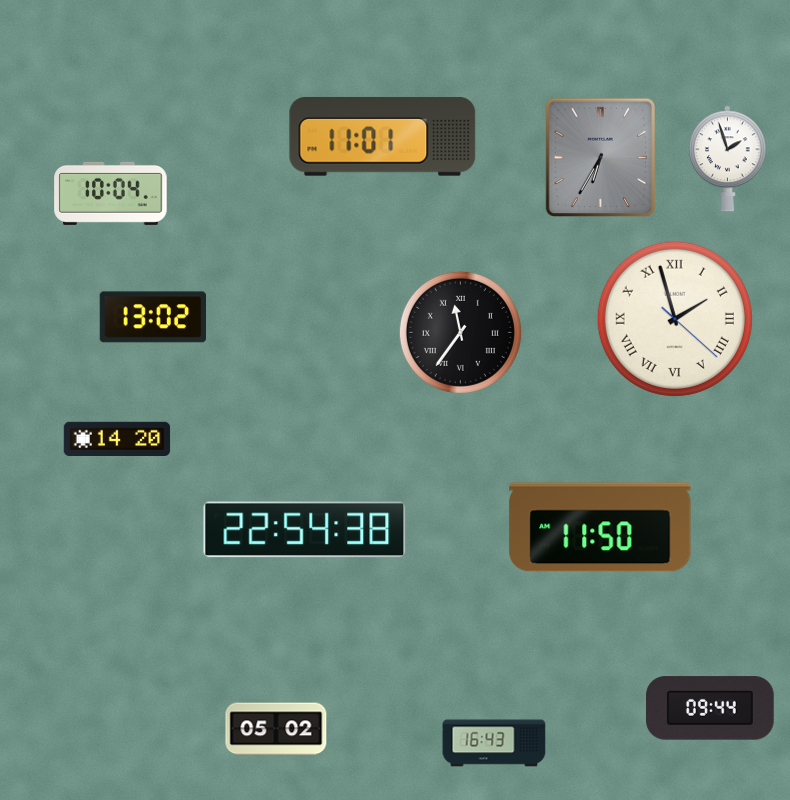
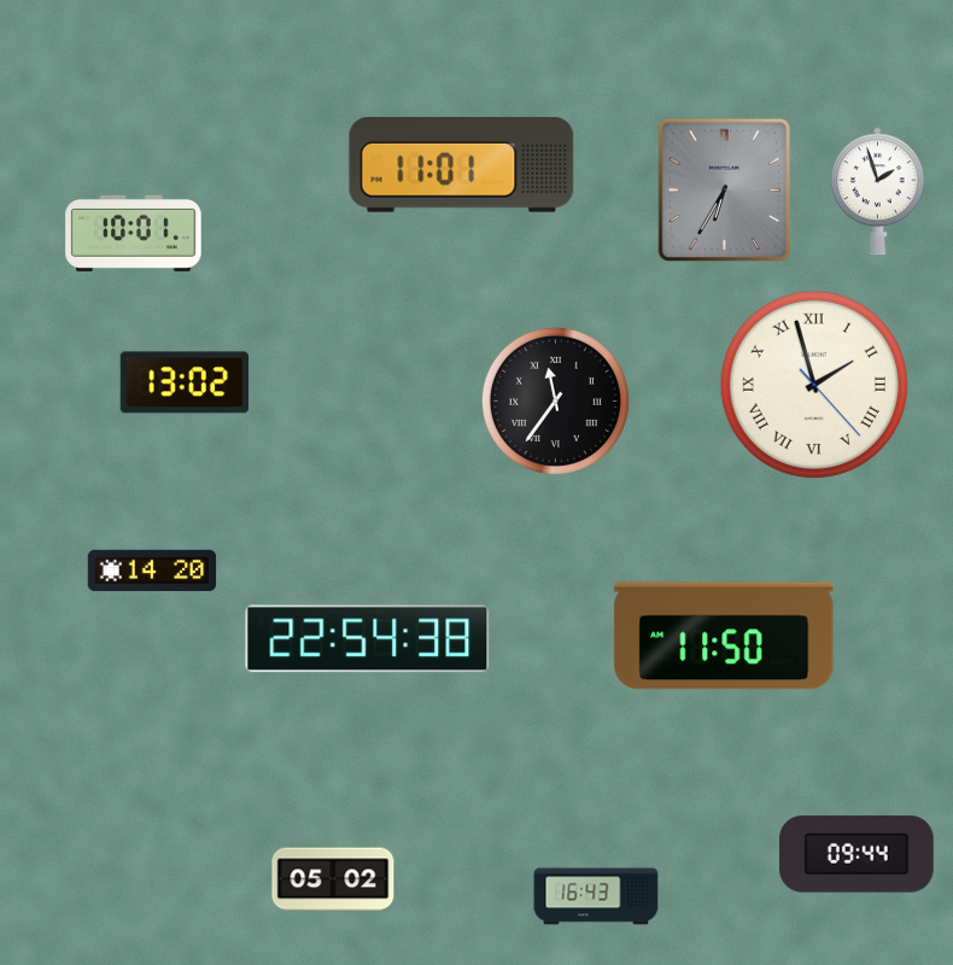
clock at (111, 193): 10:04 -> 10:01
clock at (675, 319): 1:57:22 -> 1:57:23
clock at (117, 438) position: (117, 438) -> (152, 569)
